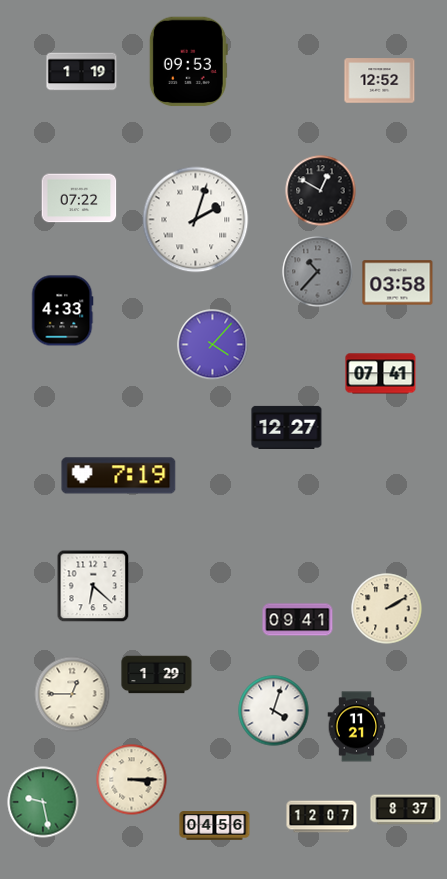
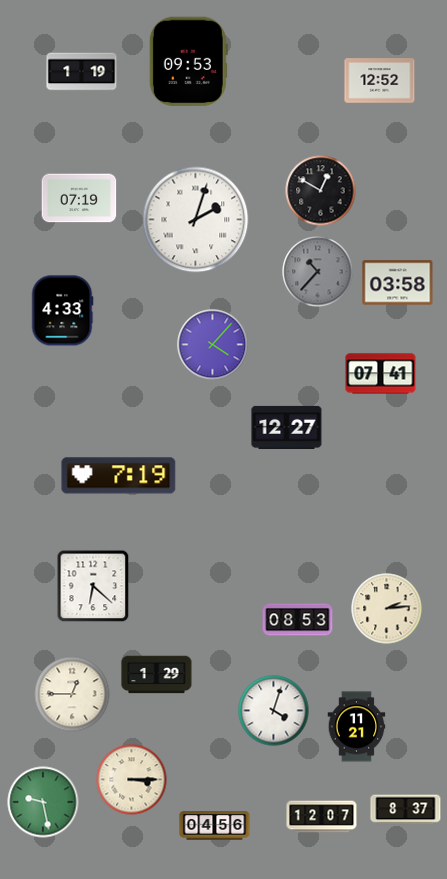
clock at (79, 198): 07:22 -> 07:19
clock at (387, 609): 2:10 -> 2:14
clock at (298, 620): 09:41 -> 08:53
